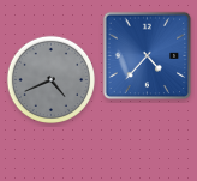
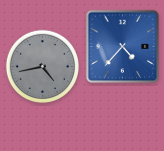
clock at (52, 80): 4:41 -> 4:43
